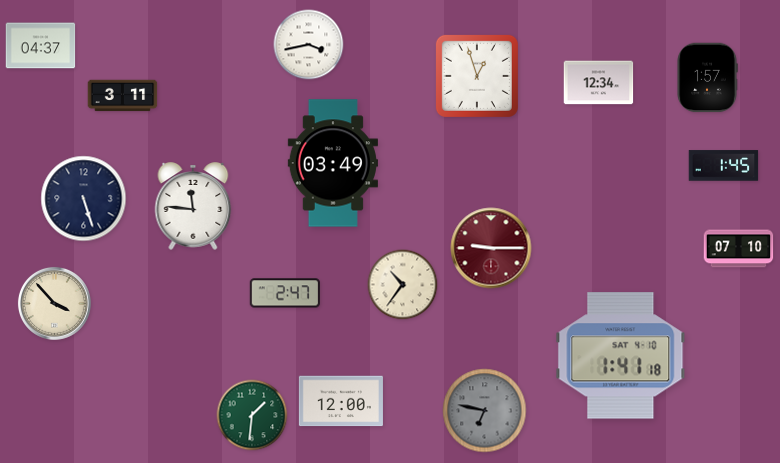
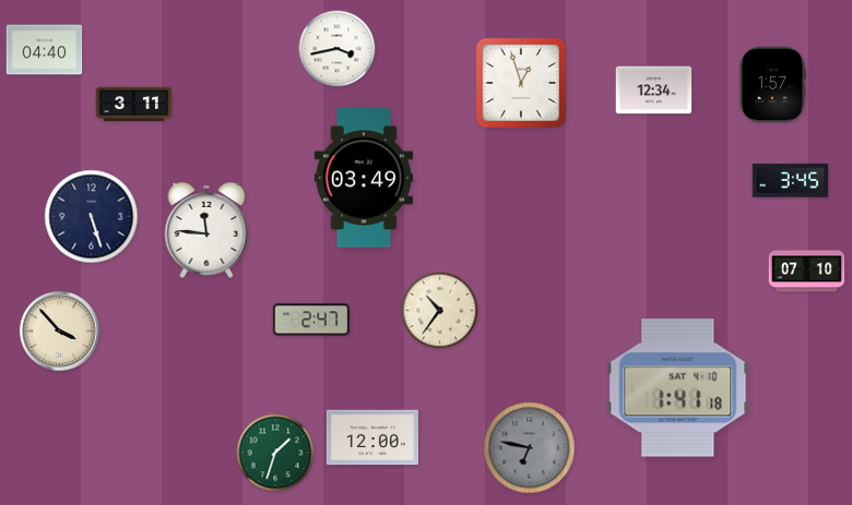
clock at (41, 46): 04:37 -> 04:40
clock at (724, 166): 1:45 -> 3:45
clock at (193, 206) position: (193, 206) -> (206, 230)
clock at (491, 248): 9:15 -> none
clock at (252, 415): 1:31 -> 1:33
